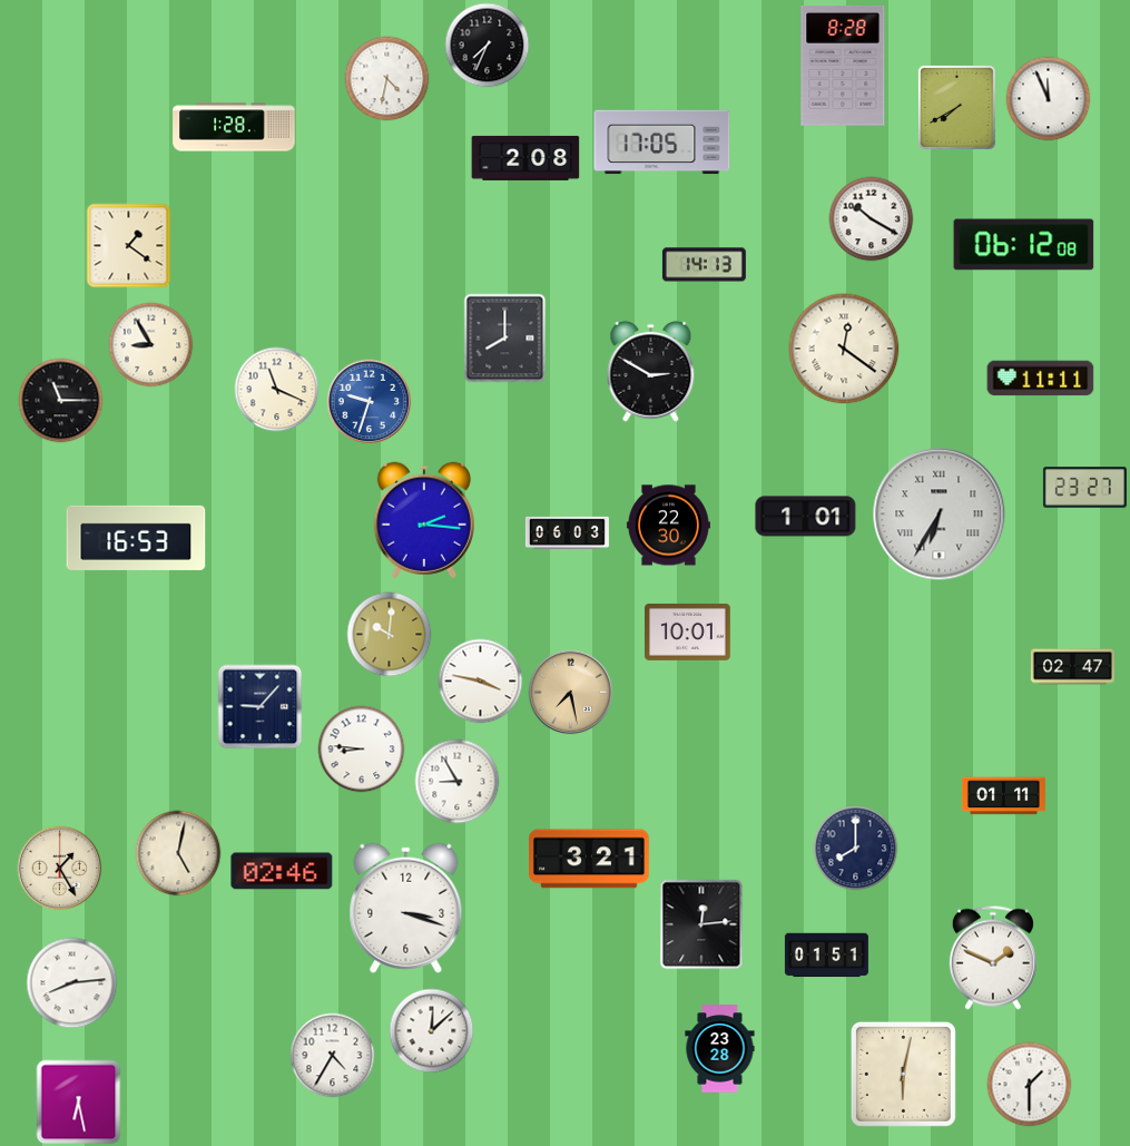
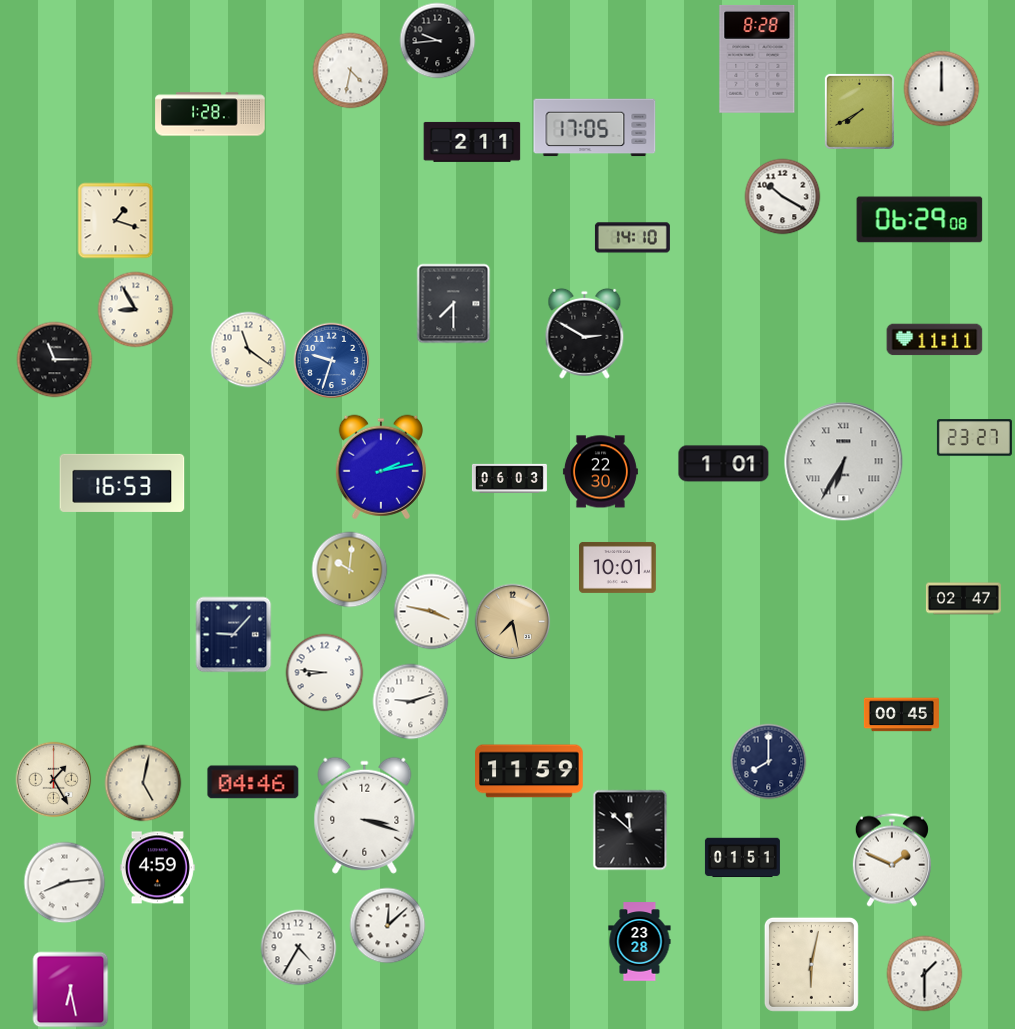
clock at (488, 46): 7:34 -> 9:44
clock at (387, 79) position: (387, 79) -> (351, 71)
clock at (1049, 99): 11:56 -> 12:00
clock at (956, 107) position: (956, 107) -> (859, 111)
clock at (525, 158): 2:08 -> 2:11
clock at (1024, 245): 06:12 -> 06:29
clock at (129, 246): 1:21 -> 1:18
clock at (704, 265): 14:13 -> 14:10
clock at (505, 339): 8:00 -> 7:30
clock at (844, 349): 12:21 -> none
clock at (277, 390): 11:19 -> 11:21
clock at (424, 520): 2:16 -> 2:13
clock at (458, 782): 8:55 -> 9:12
clock at (1003, 796): 01:11 -> 00:45
clock at (178, 853) position: (178, 853) -> (143, 783)
clock at (590, 859): 3:21 -> 11:59
clock at (282, 871): 02:46 -> 04:46
clock at (701, 924): 12:14 -> 11:52
clock at (157, 868): none -> 4:59
clock at (720, 1049) position: (720, 1049) -> (640, 942)
